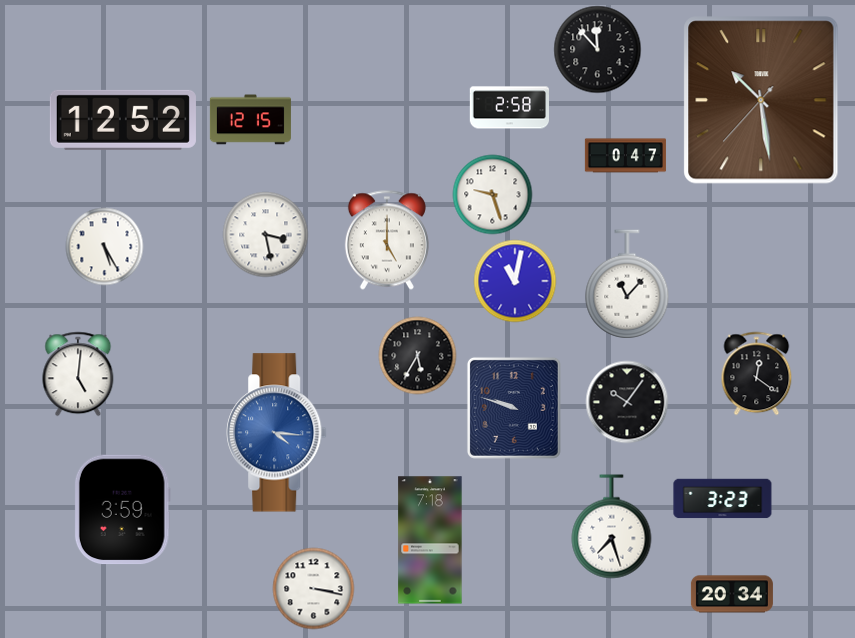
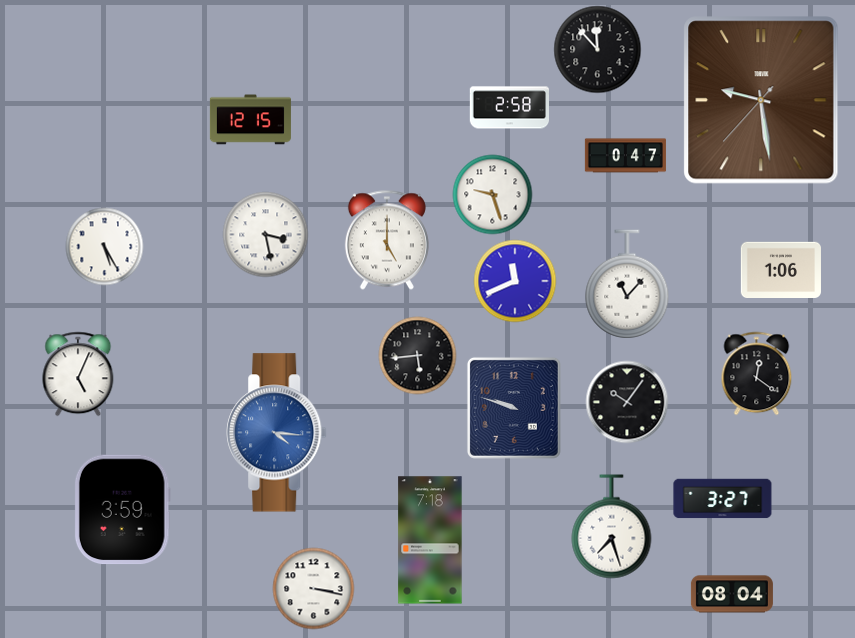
clock at (761, 100): 10:28 -> 9:28
clock at (123, 120): 12:52 -> none
clock at (781, 269): none -> 1:06
clock at (515, 281): 11:02 -> 11:41
clock at (418, 356): 5:35 -> 5:44
clock at (78, 374): 5:01 -> 5:04
clock at (723, 499): 3:23 -> 3:27
clock at (732, 594): 20:34 -> 08:04
